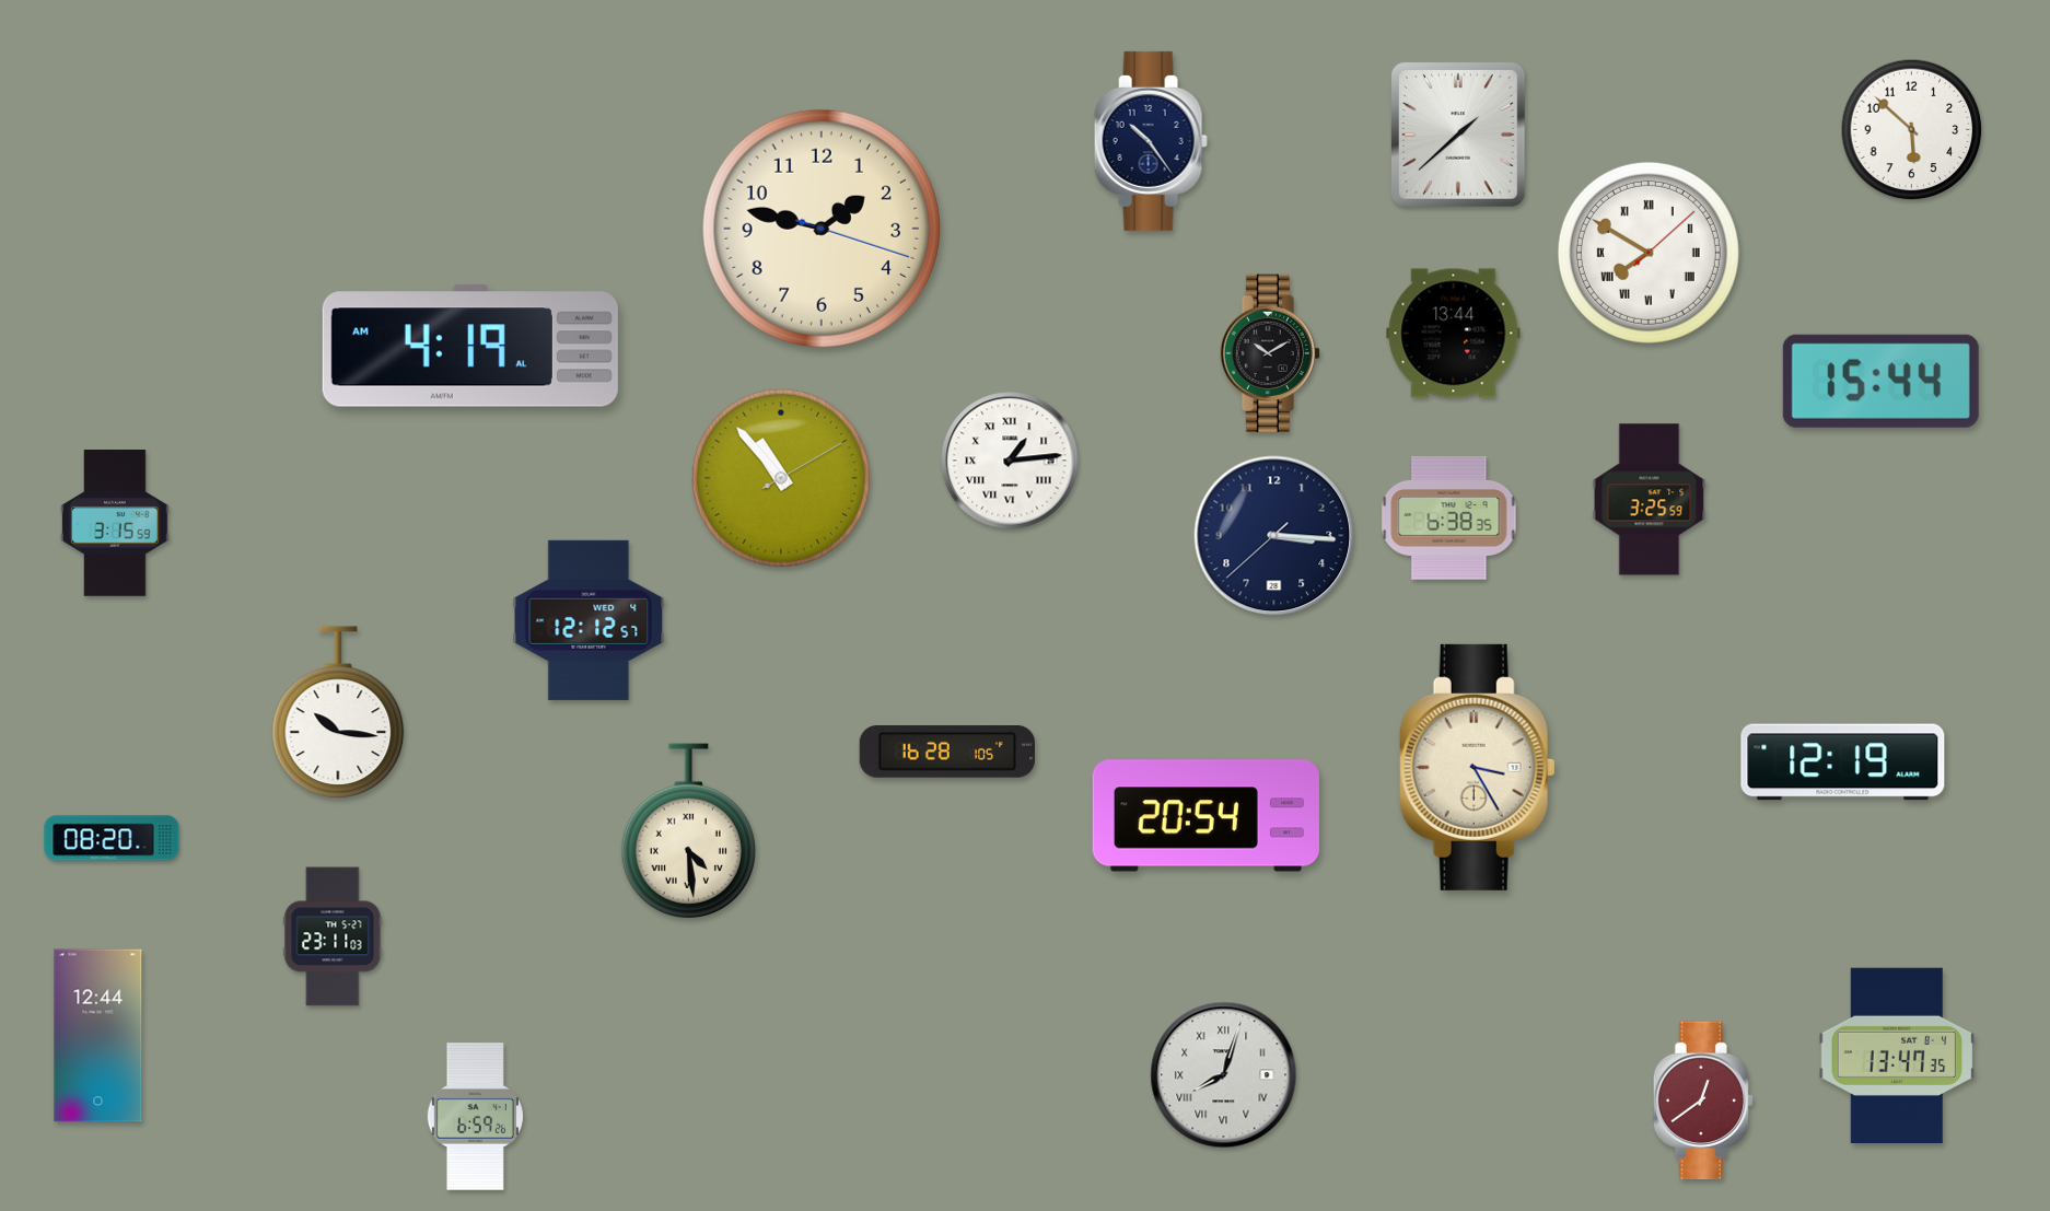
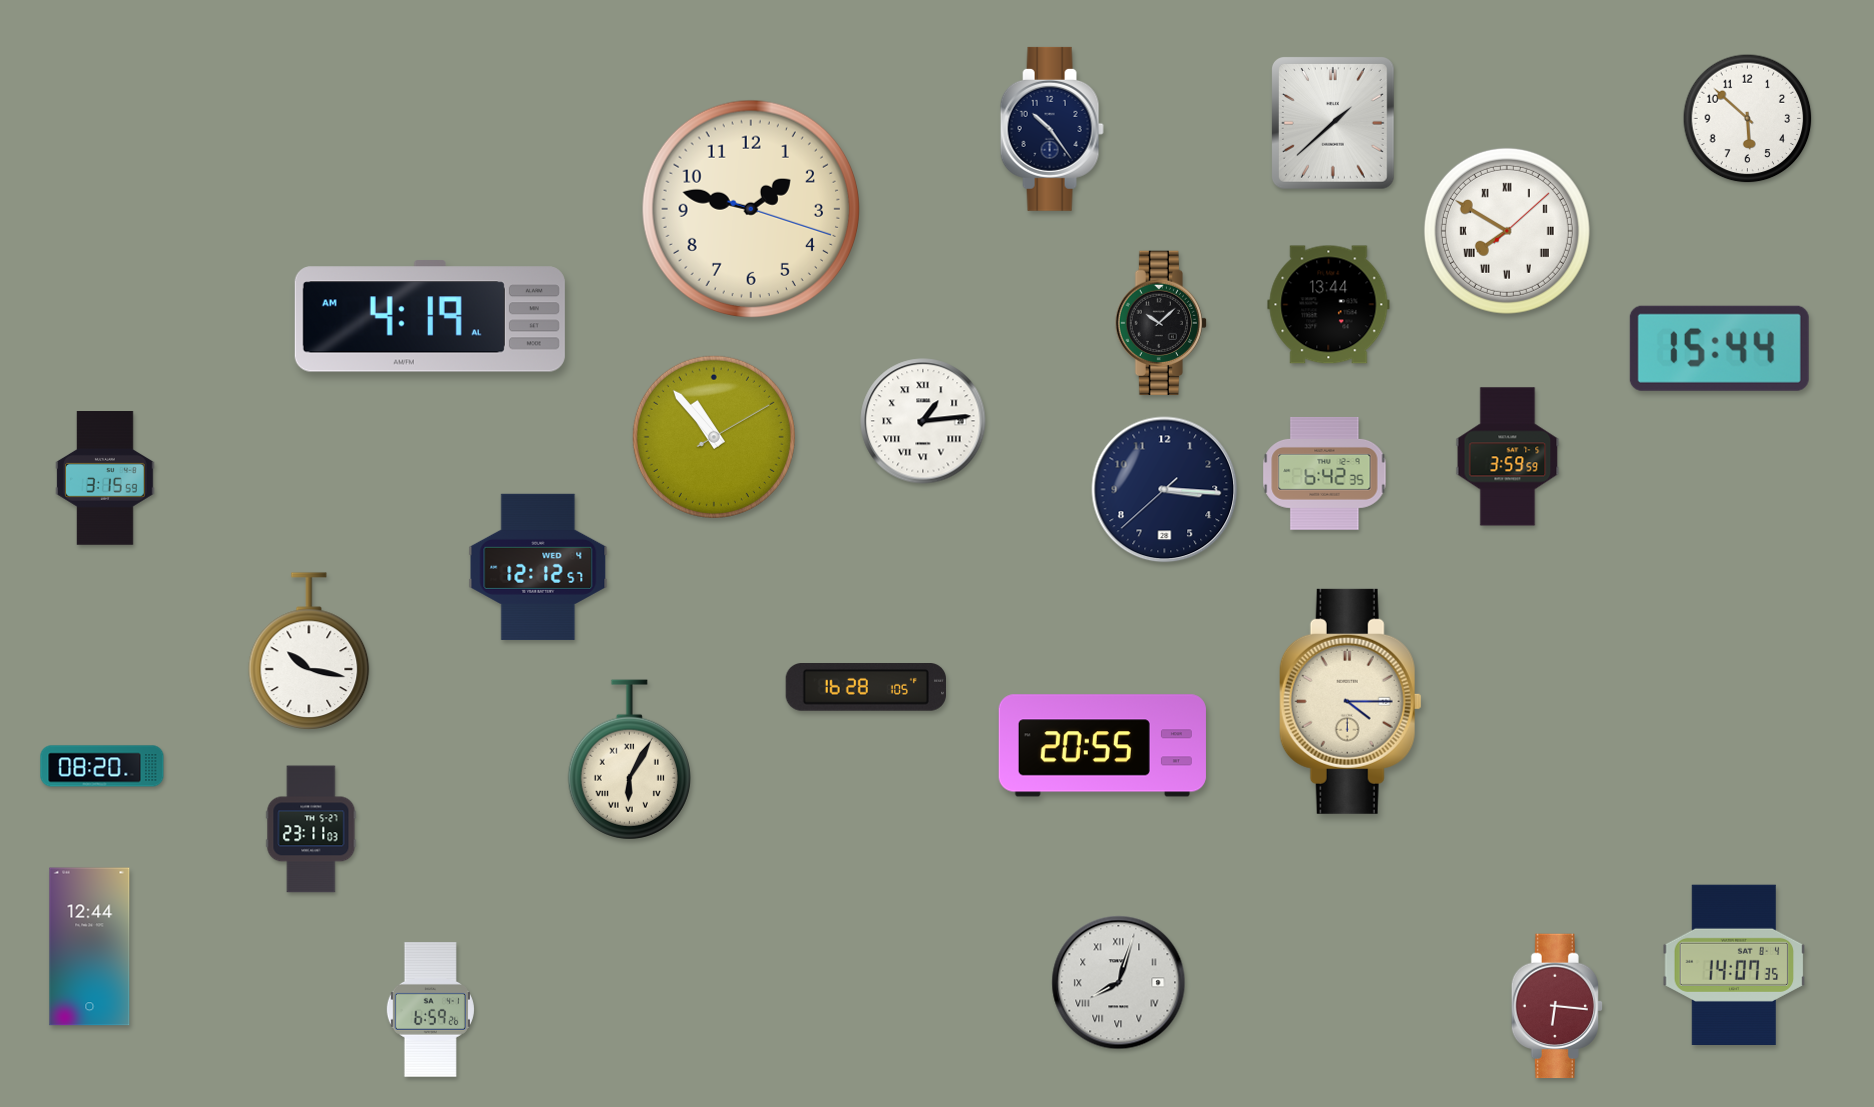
clock at (1269, 353): 10:10 -> 10:08
clock at (1650, 500): 3:25 -> 3:59
clock at (1449, 517): 6:38 -> 6:42
clock at (338, 712): 10:16 -> 10:17
clock at (1843, 762): 12:19 -> none
clock at (1477, 767): 3:25 -> 4:15
clock at (1205, 816): 20:54 -> 20:55
clock at (688, 831): 4:29 -> 6:05
clock at (333, 936) position: (333, 936) -> (311, 829)
clock at (1897, 1055): 13:47 -> 14:07
clock at (1702, 1101): 12:39 -> 6:16
clock at (475, 1117) position: (475, 1117) -> (430, 1010)
